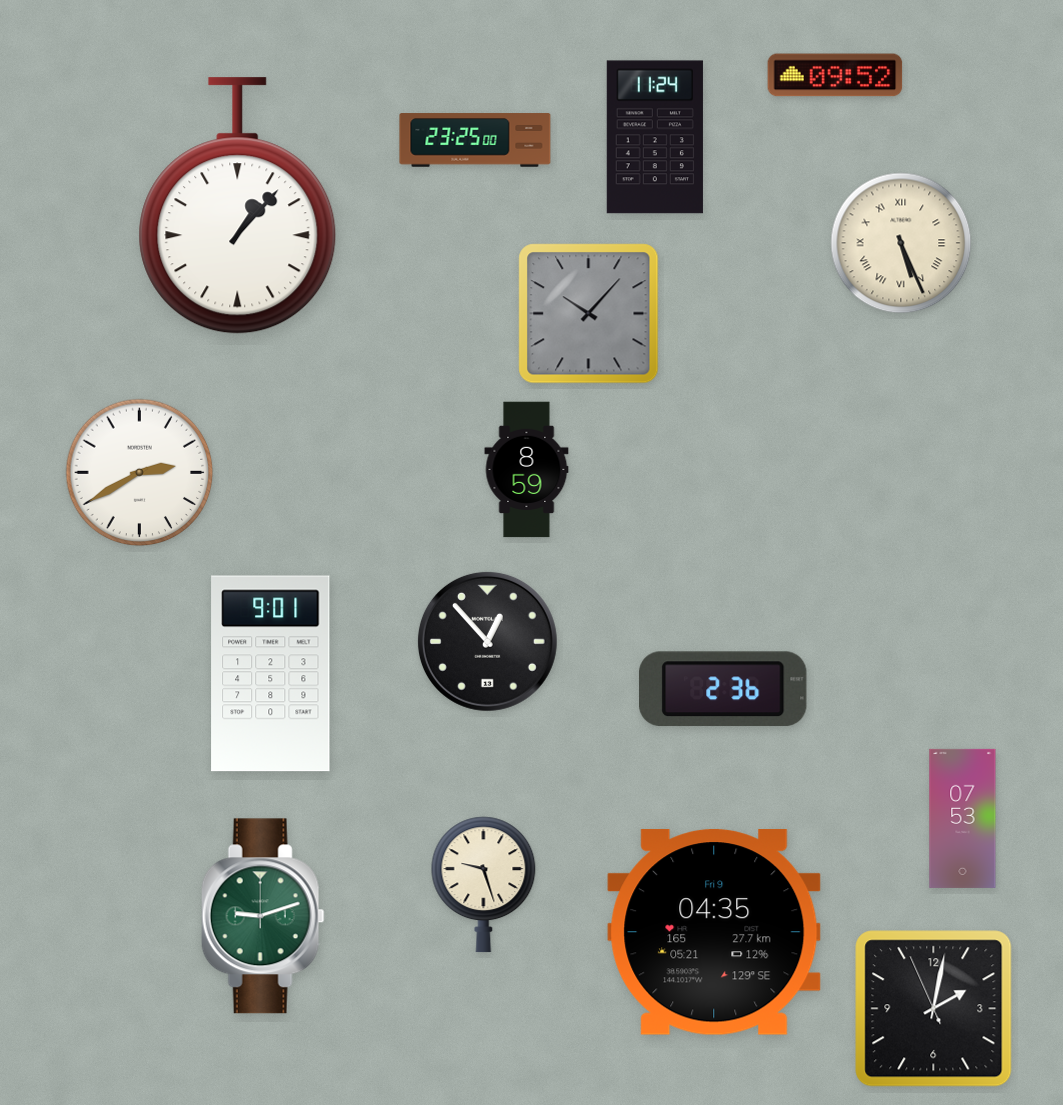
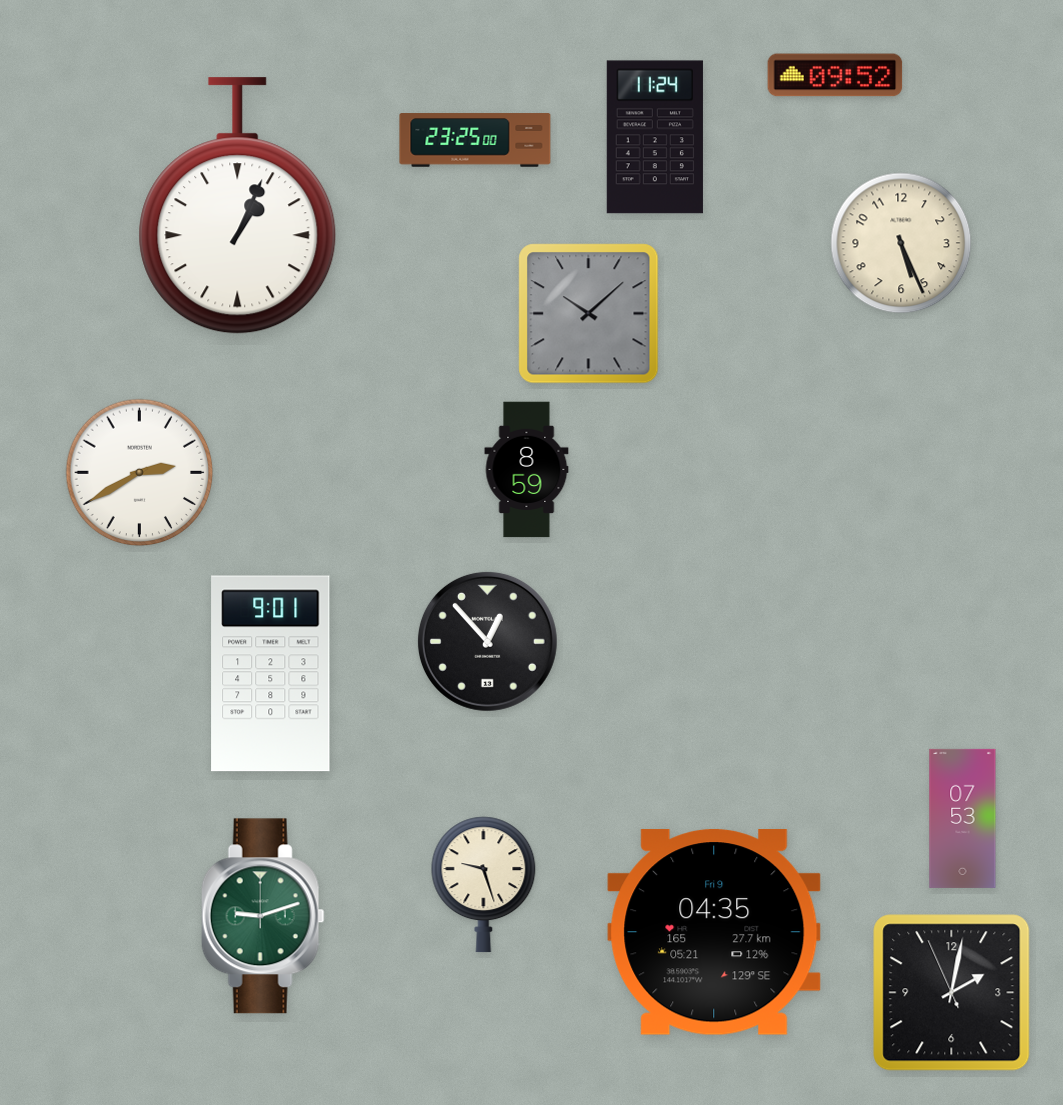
clock at (238, 206): 1:07 -> 1:04
clock at (901, 243) numerals: Roman -> Arabic
clock at (589, 314): 10:07 -> 10:08
clock at (724, 689): 2:36 -> none
clock at (934, 1009) position: (934, 1009) -> (952, 993)
